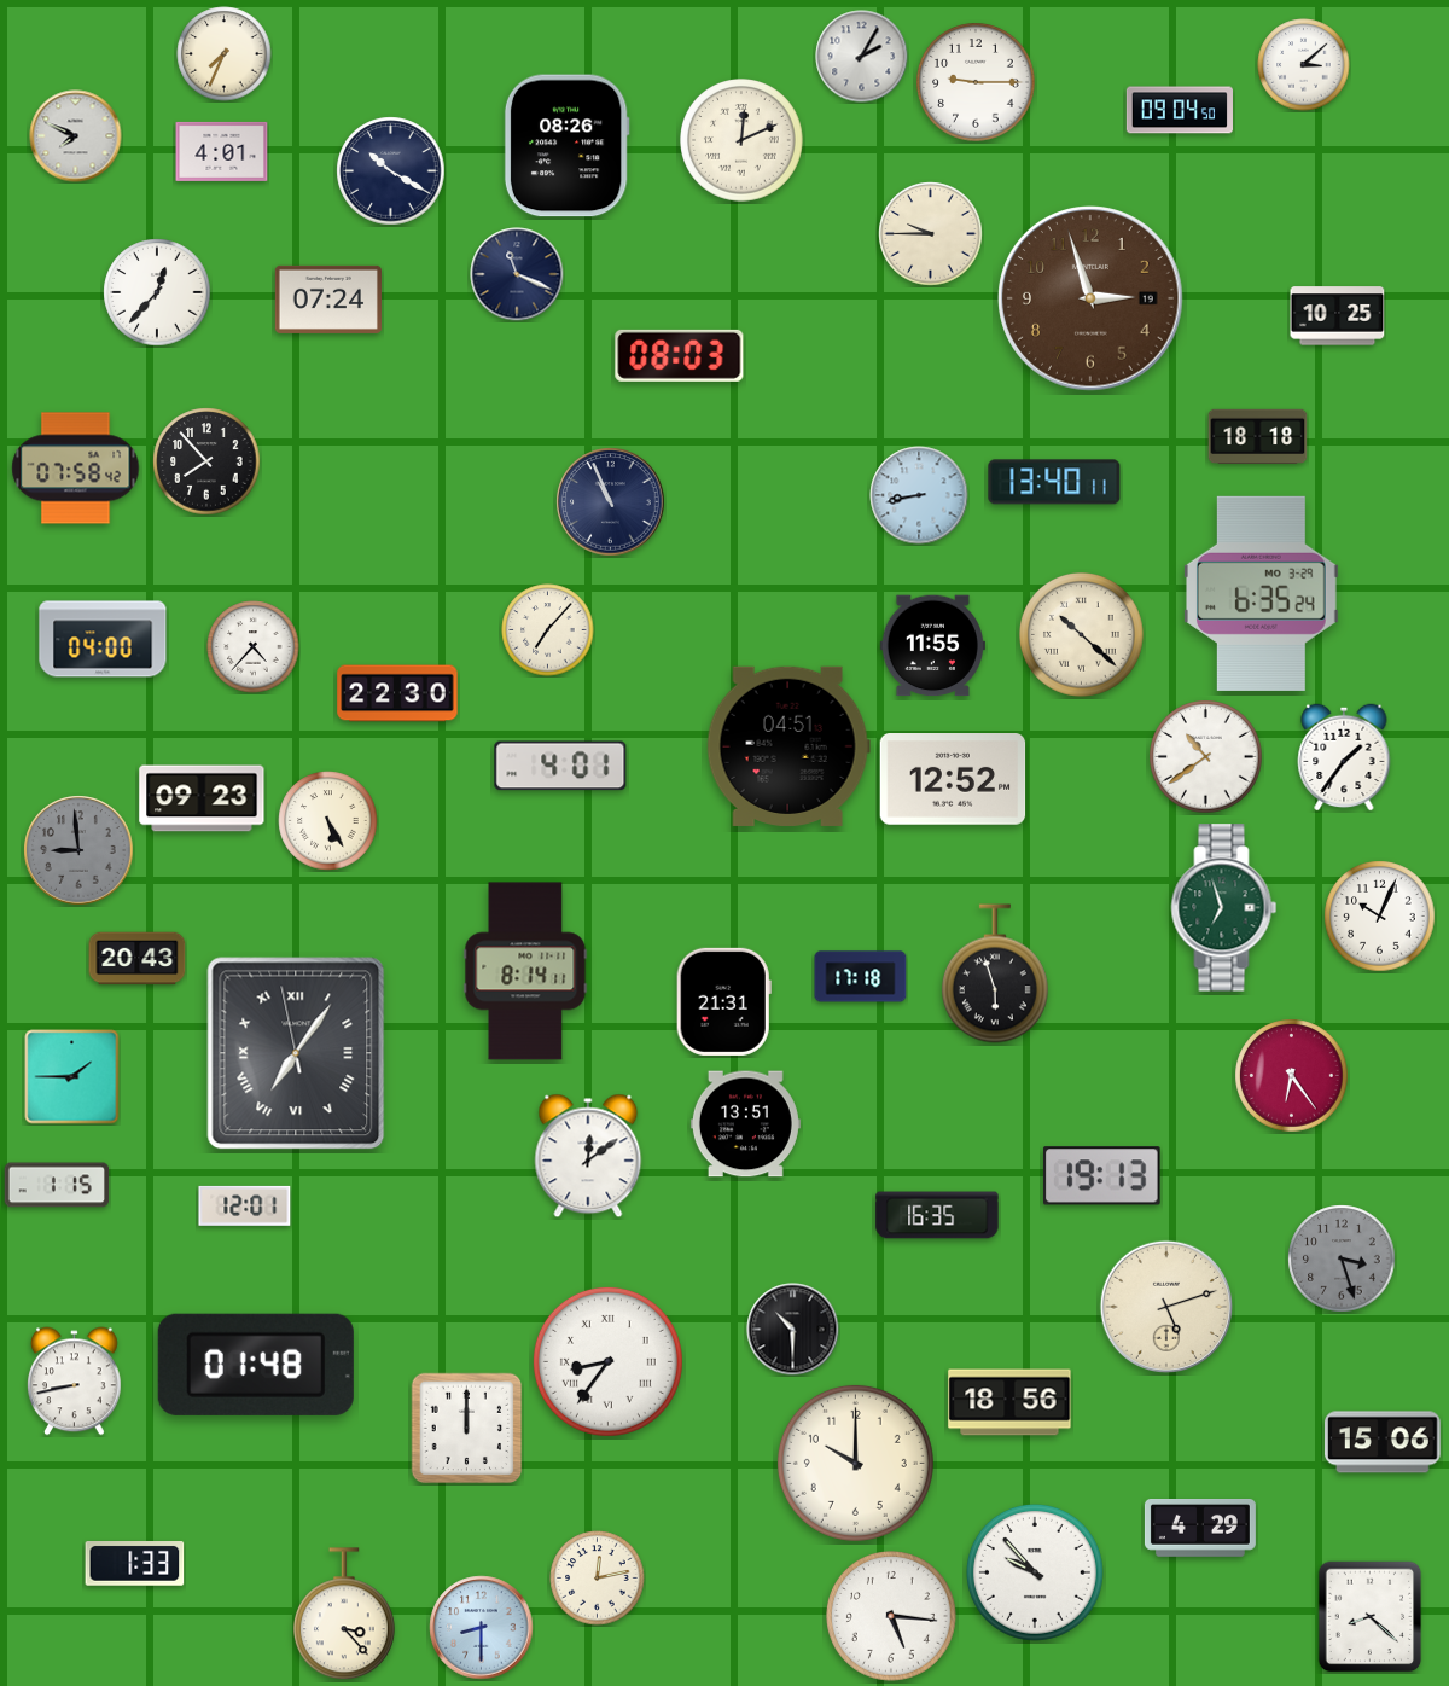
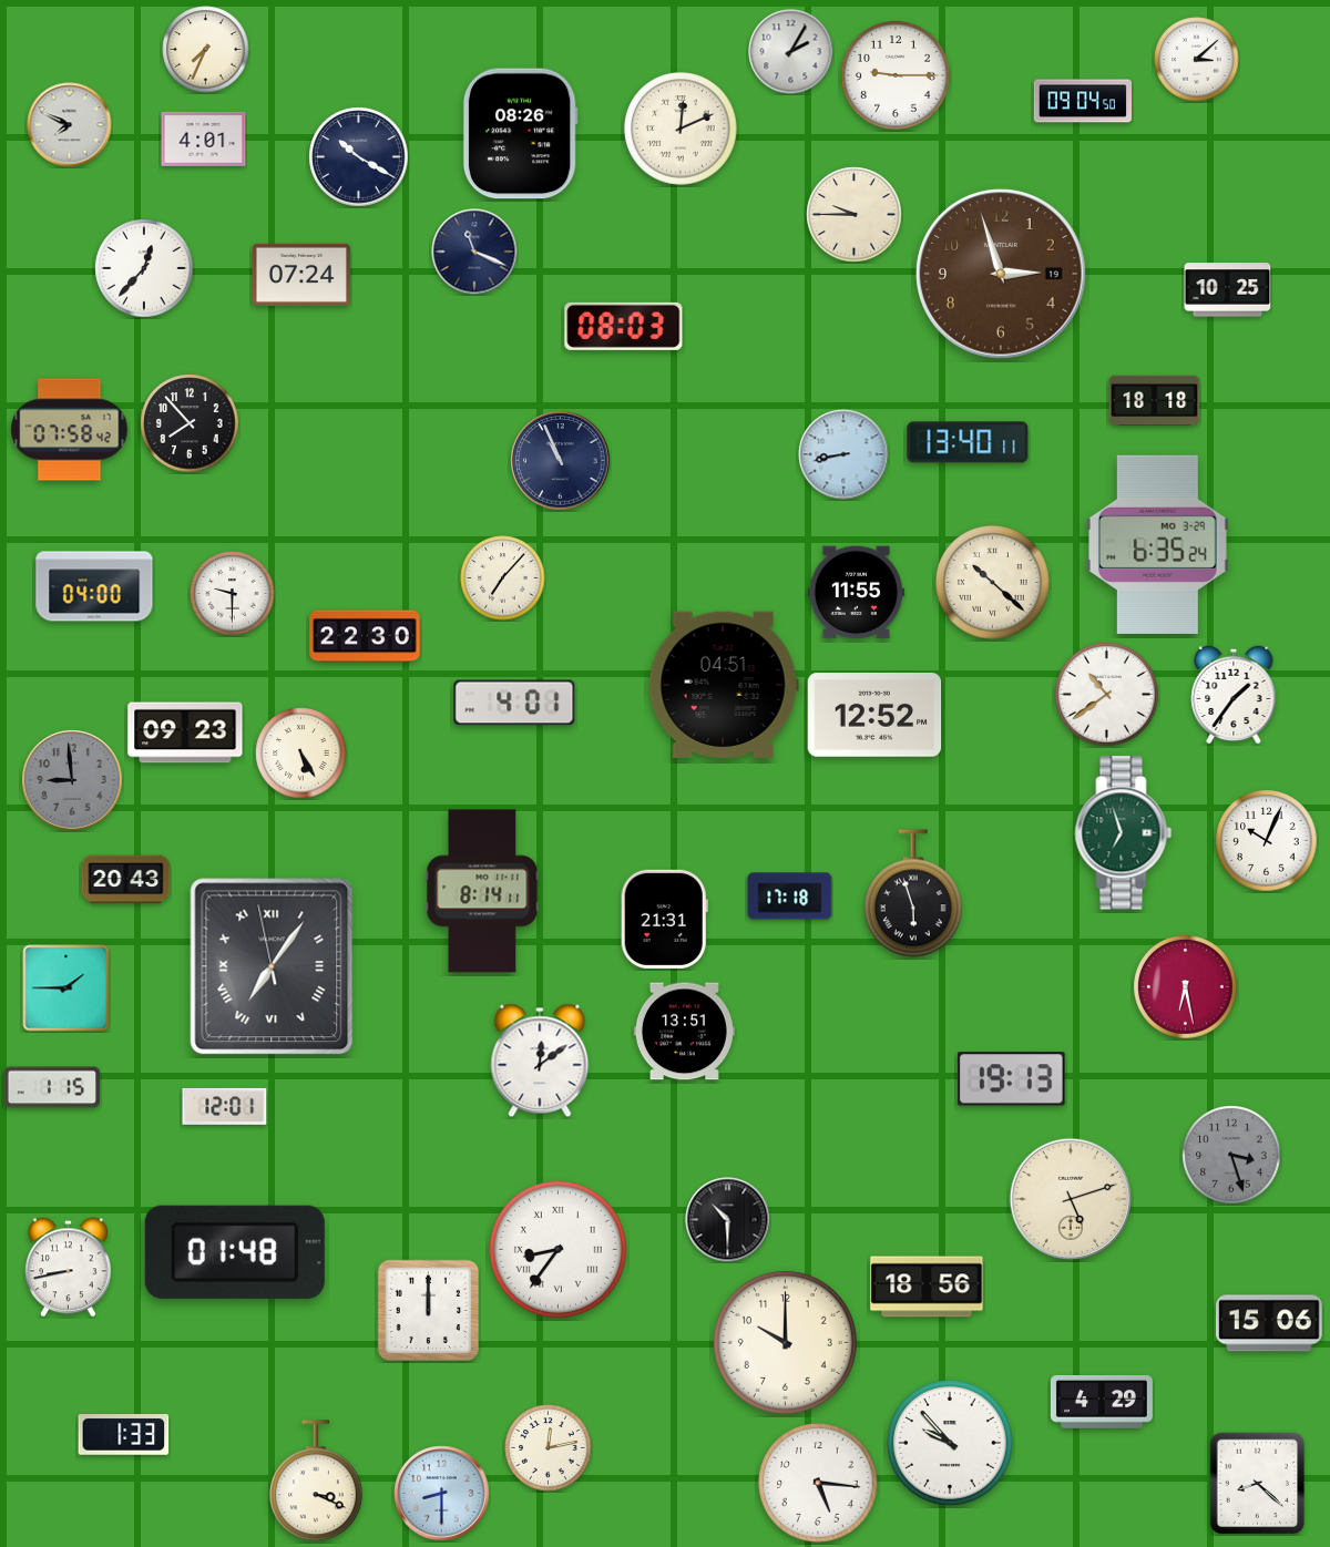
clock at (254, 647): 4:37 -> 9:30
clock at (1292, 1076): 6:24 -> 6:28
clock at (937, 1215): 16:35 -> none
clock at (344, 1615): 3:23 -> 3:19
